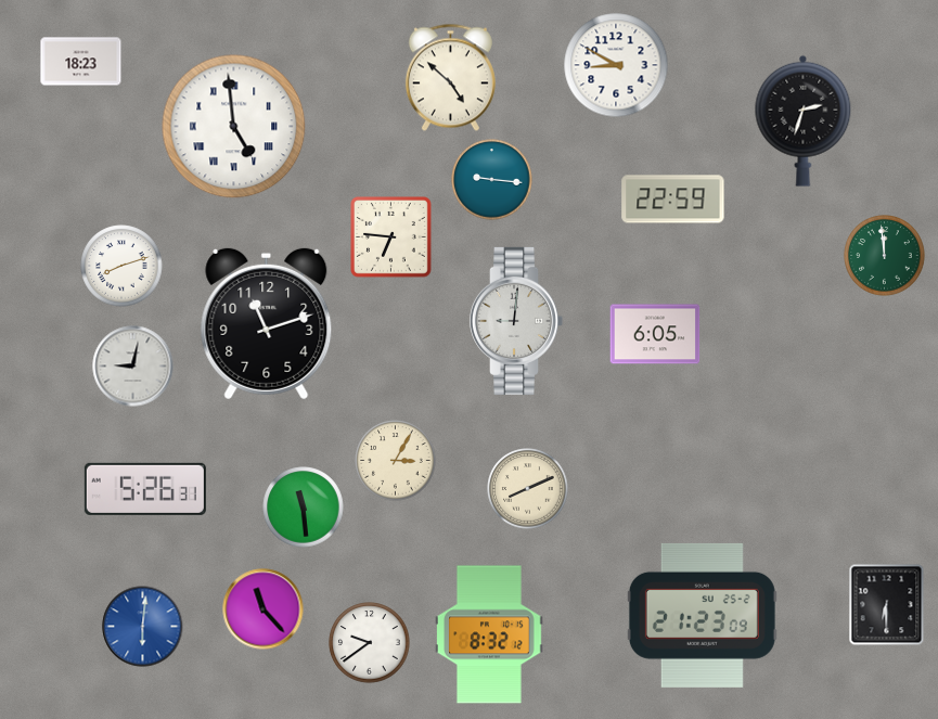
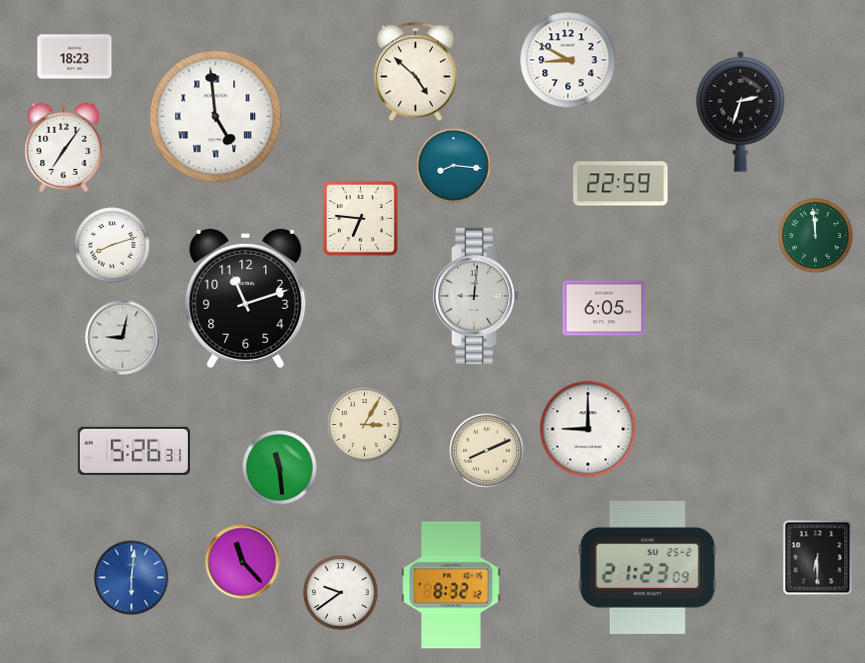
clock at (64, 148): none -> 7:06
clock at (492, 180): 9:16 -> 8:16
clock at (588, 429): none -> 9:00
